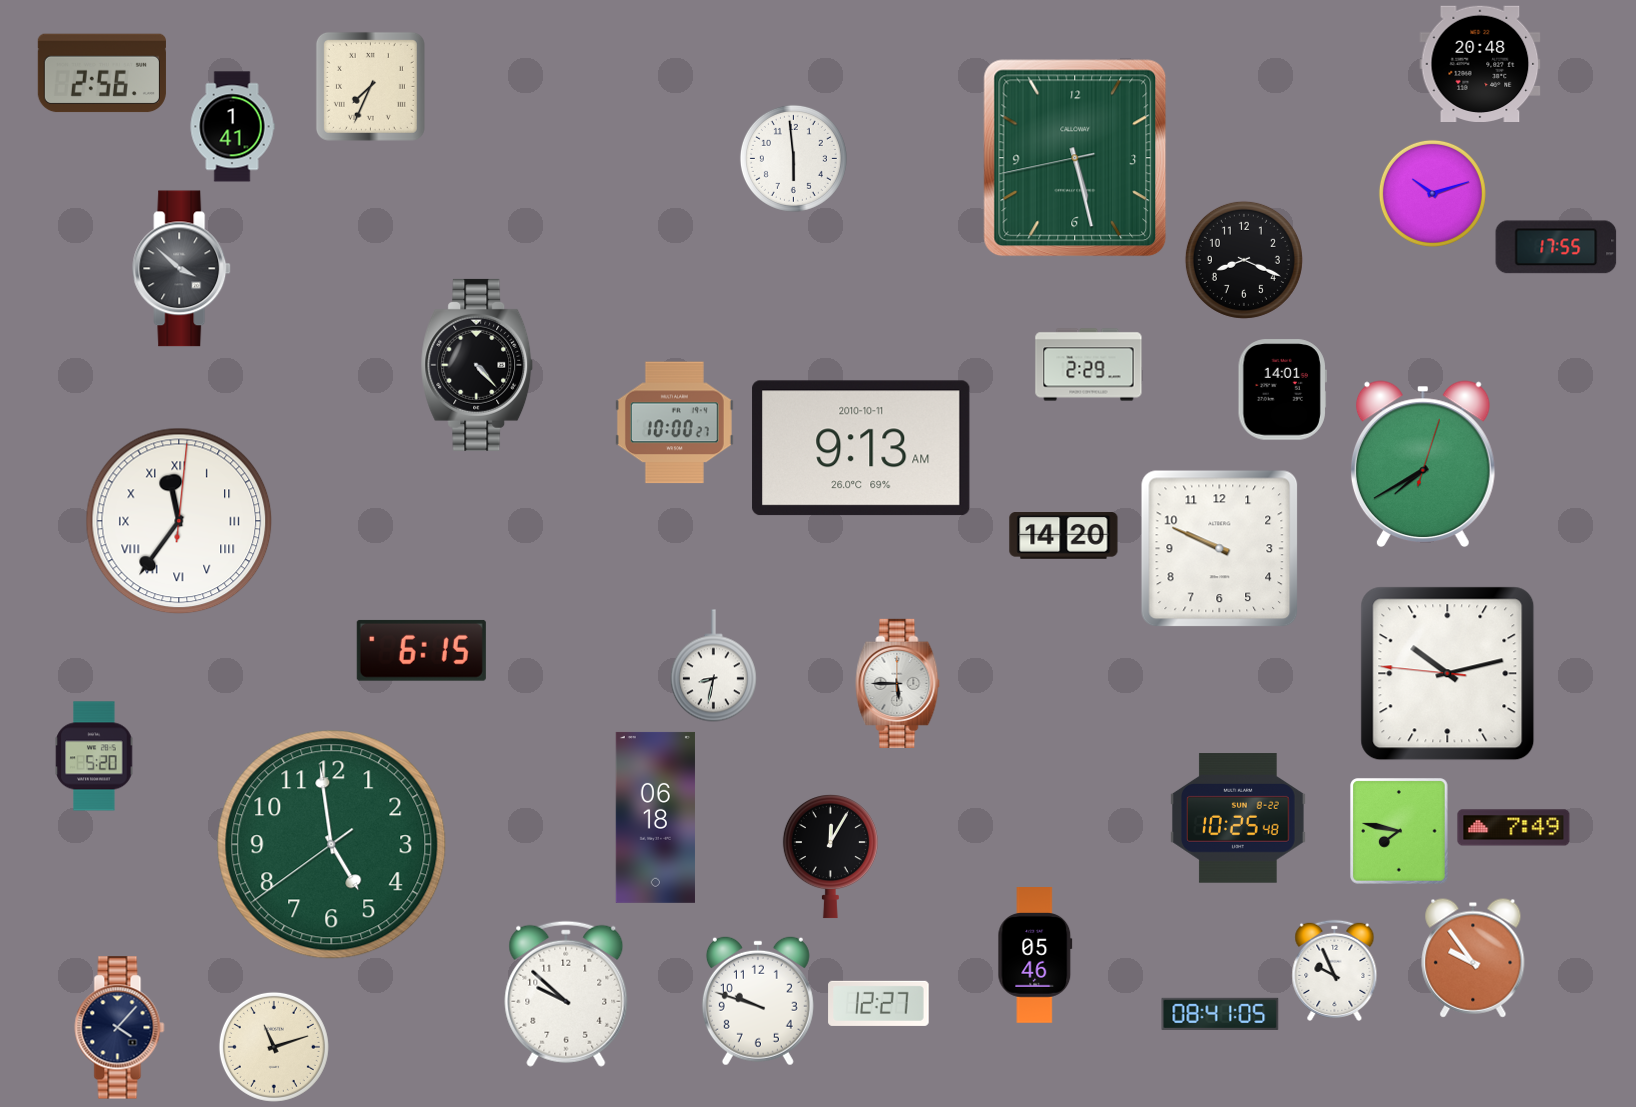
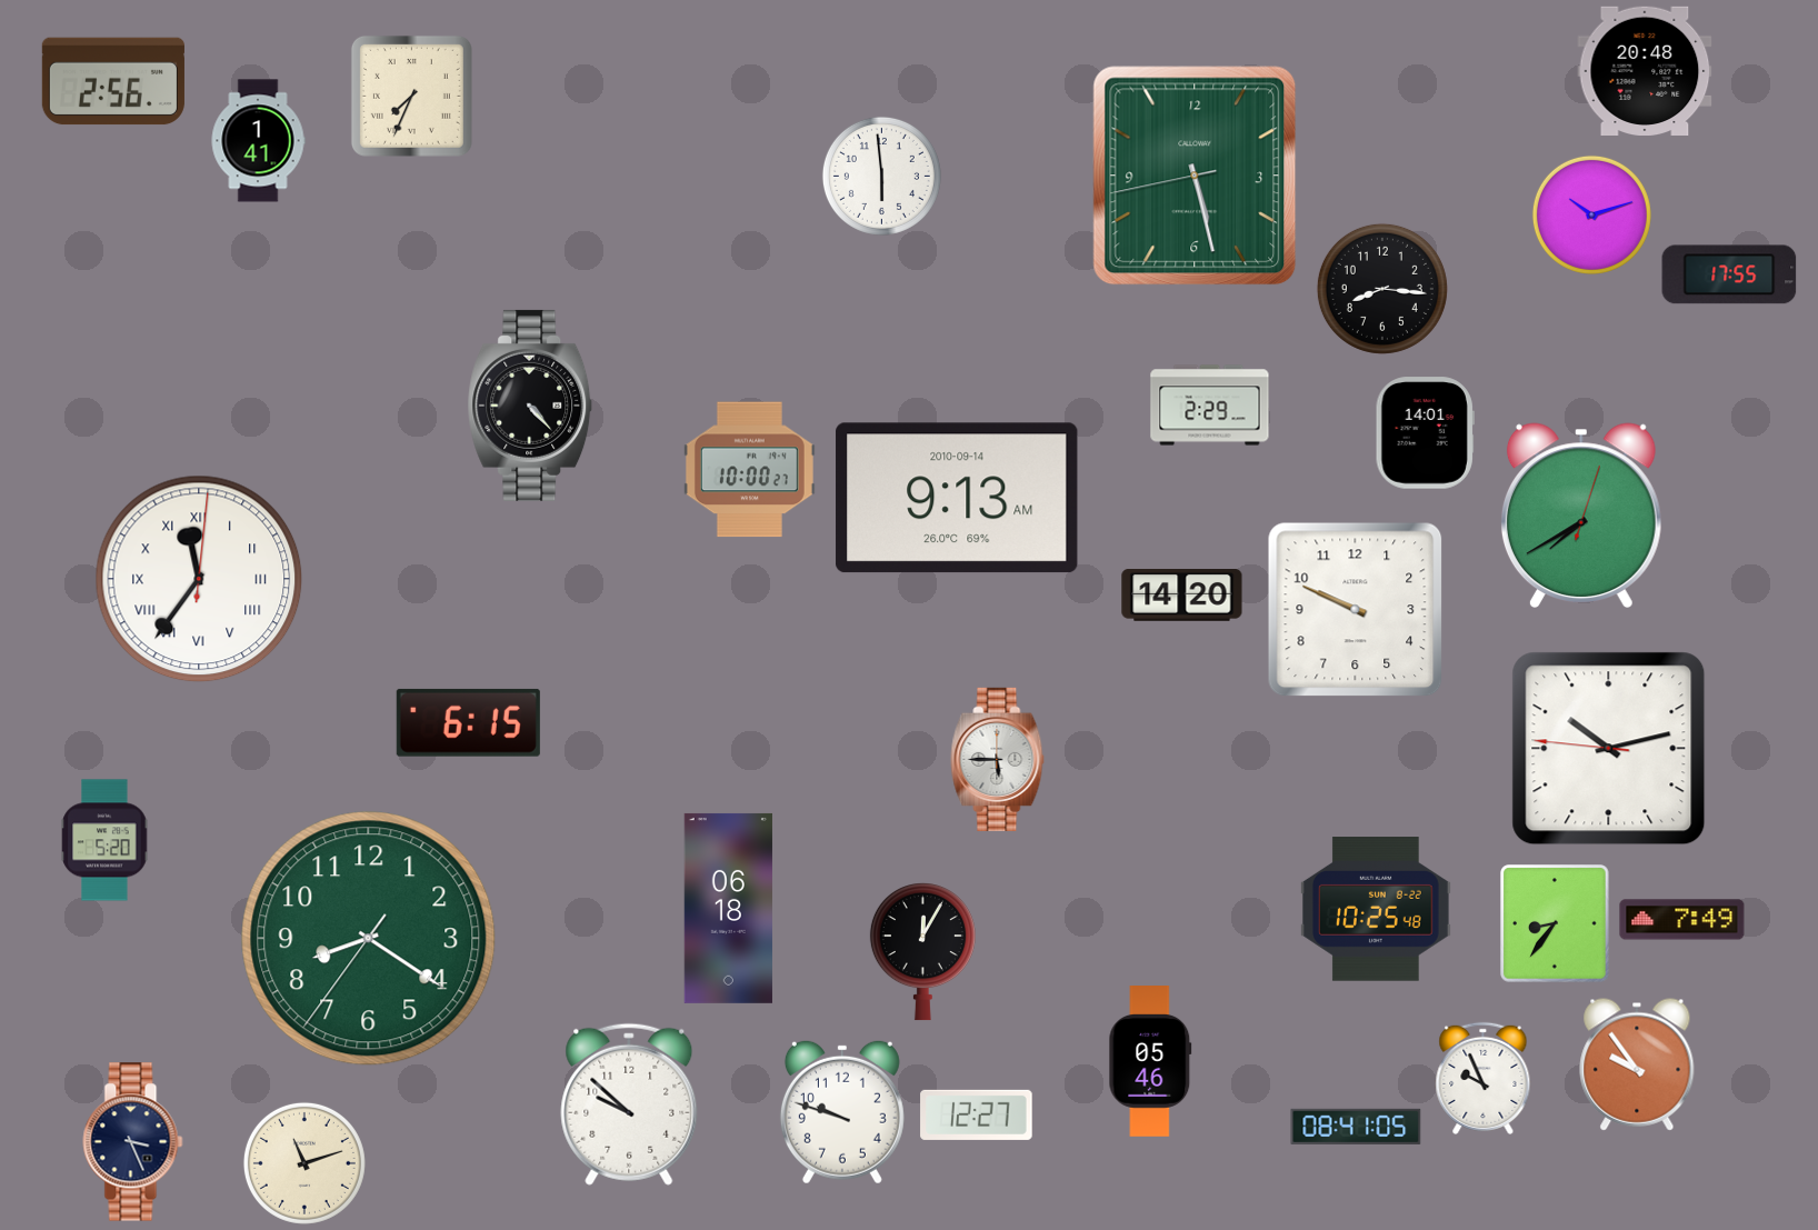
clock at (1244, 260): 8:19 -> 8:16
clock at (182, 269): 3:52 -> none
clock at (861, 448) date: 2010-10-11 -> 2010-09-14
clock at (713, 666): 8:32 -> none
clock at (1399, 831): 7:47 -> 8:36
clock at (332, 845): 4:58 -> 8:20
clock at (120, 1028): 4:07 -> 3:26
